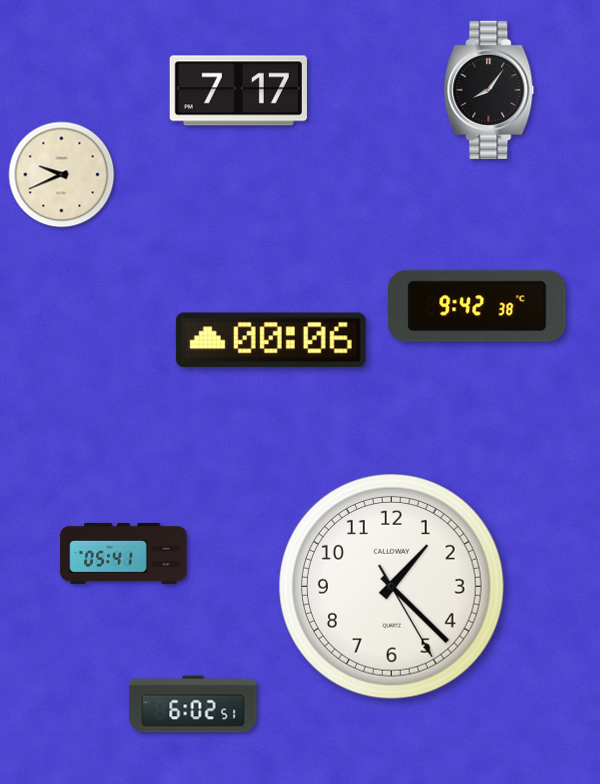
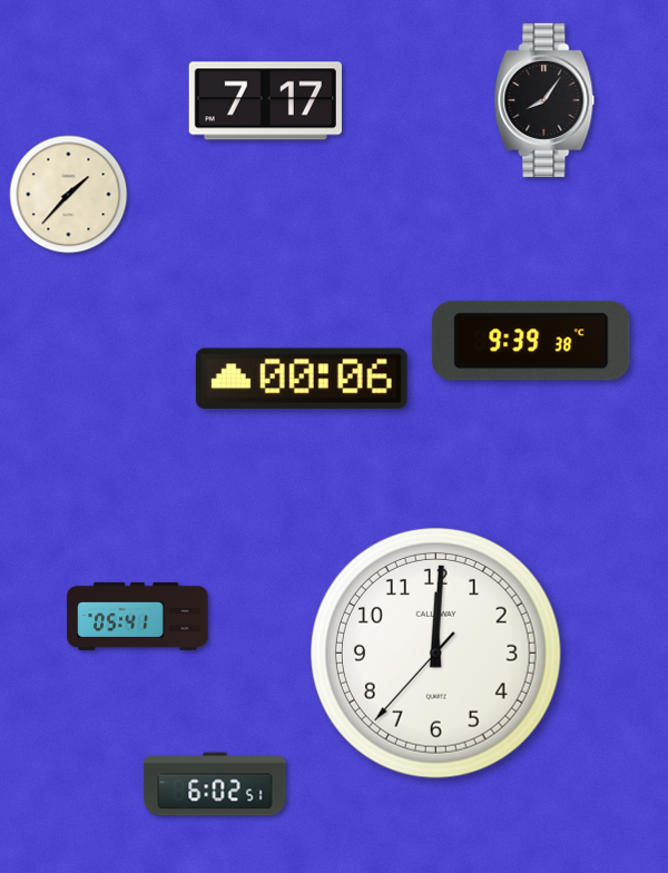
clock at (62, 175): 9:41 -> 1:37
clock at (477, 306): 9:42 -> 9:39
clock at (392, 587): 1:22 -> 12:00
